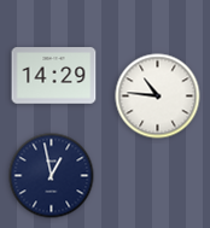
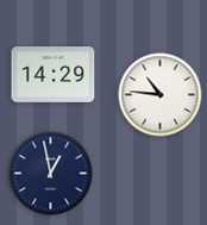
clock at (158, 97) position: (158, 97) -> (161, 95)
